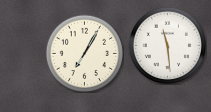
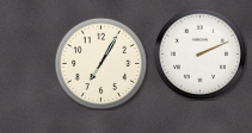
clock at (167, 45): 11:29 -> 2:11
